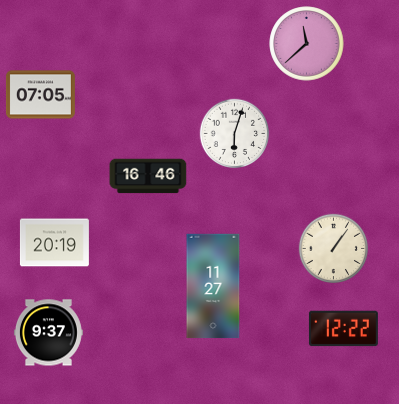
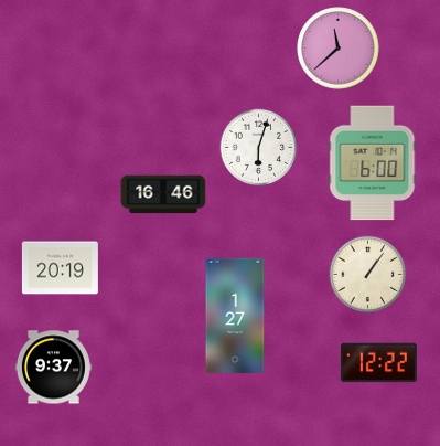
clock at (40, 95): 07:05 -> none
clock at (373, 163): none -> 6:00
clock at (213, 286): 11:27 -> 1:27
